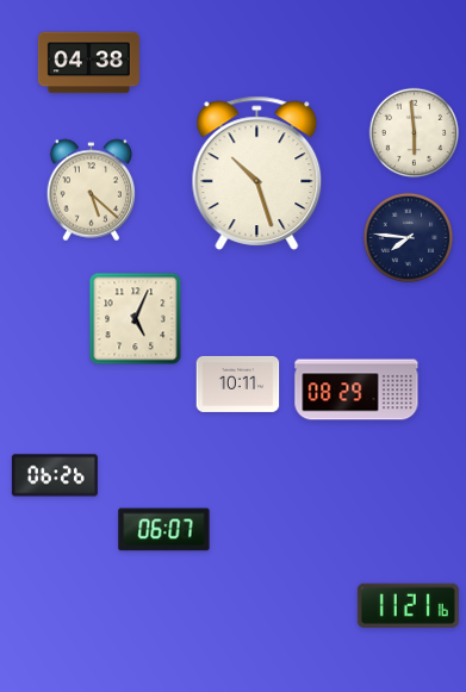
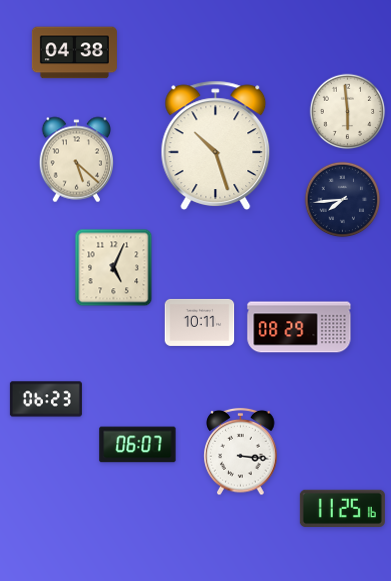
clock at (409, 238): 7:46 -> 7:44
clock at (55, 475): 06:26 -> 06:23
clock at (241, 452): none -> 3:16
clock at (408, 605): 11:21 -> 11:25
